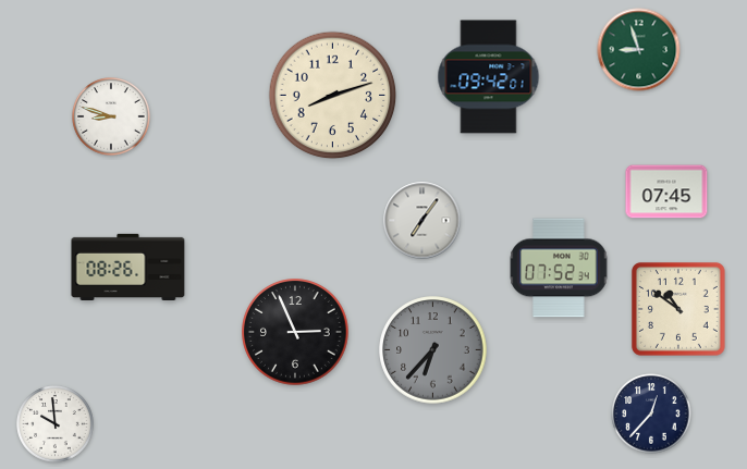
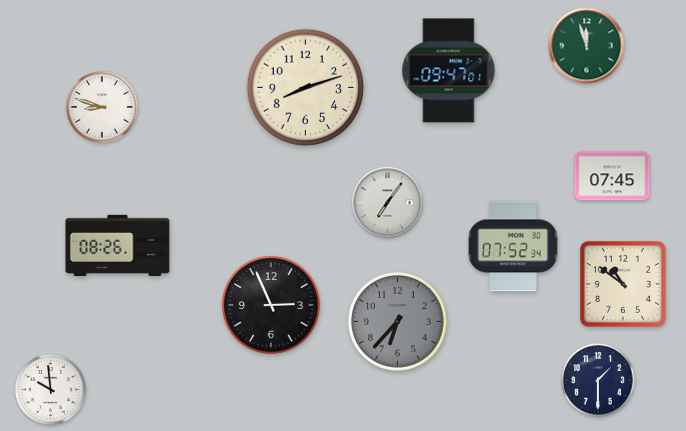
clock at (639, 50): 8:57 -> 11:57
clock at (489, 77): 09:42 -> 09:47
clock at (651, 414): 12:37 -> 1:30
